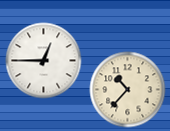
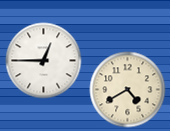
clock at (128, 90): 10:37 -> 4:40
